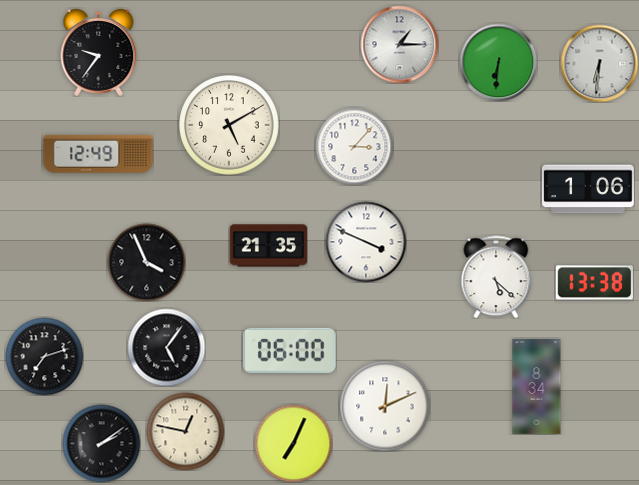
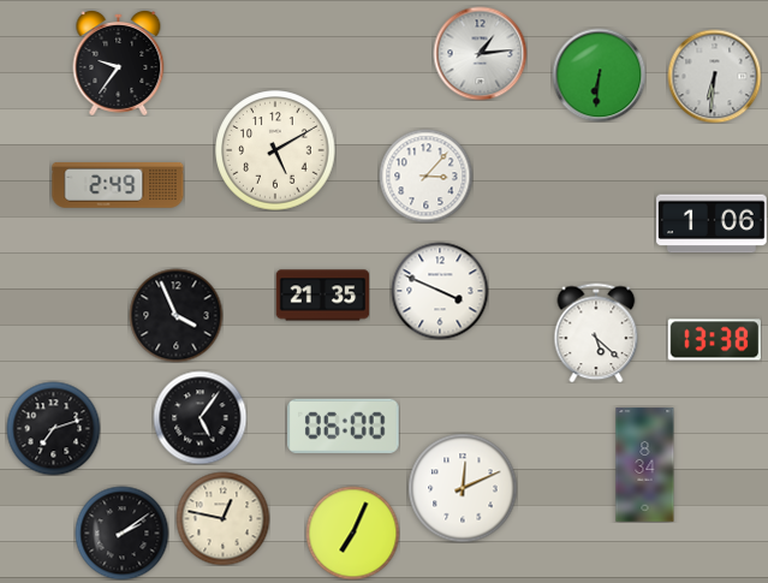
clock at (399, 44): 1:15 -> 1:14
clock at (599, 63) position: (599, 63) -> (714, 76)
clock at (98, 154): 12:49 -> 2:49
clock at (588, 189) position: (588, 189) -> (712, 224)
clock at (290, 350) position: (290, 350) -> (344, 426)
